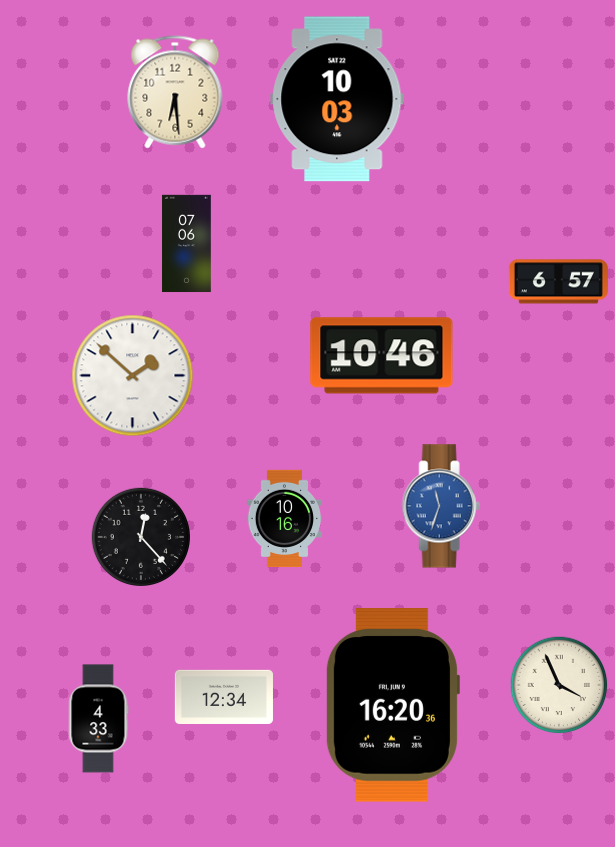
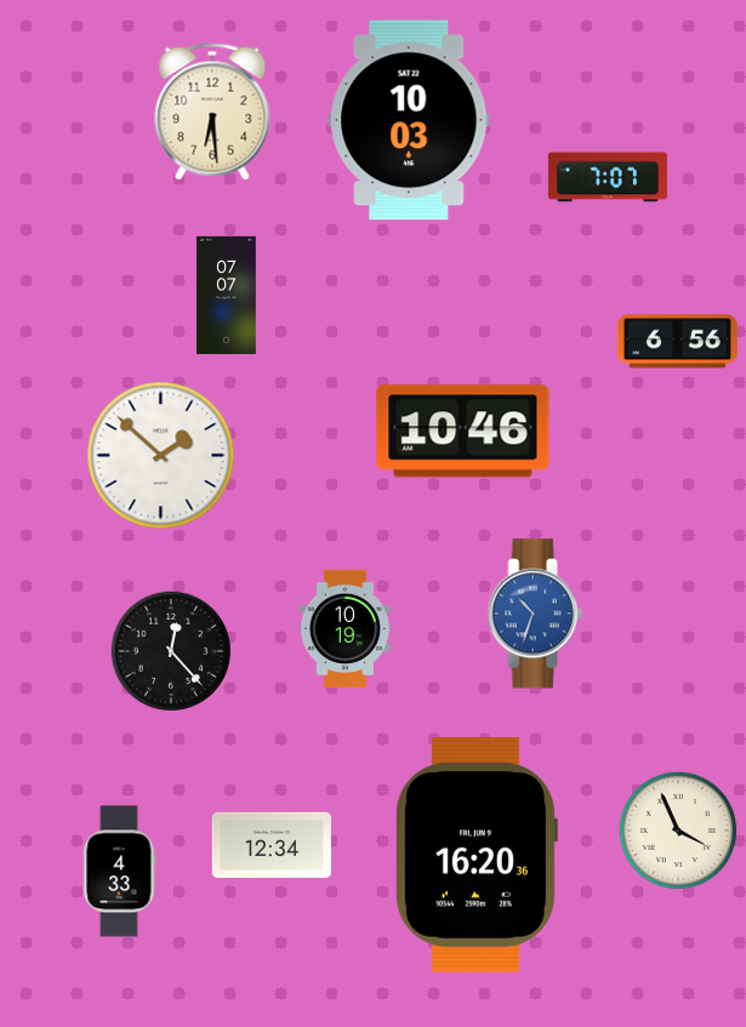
clock at (608, 177): none -> 7:07
clock at (187, 244): 07:06 -> 07:07
clock at (558, 282): 6:57 -> 6:56
clock at (441, 506): 11:33 -> 10:33
clock at (285, 519): 10:16 -> 10:19
